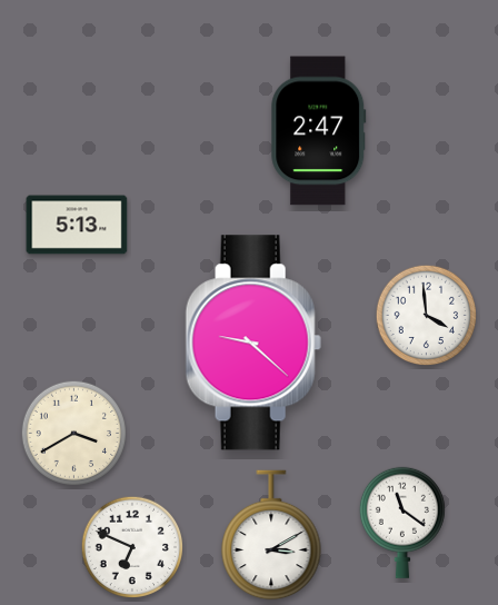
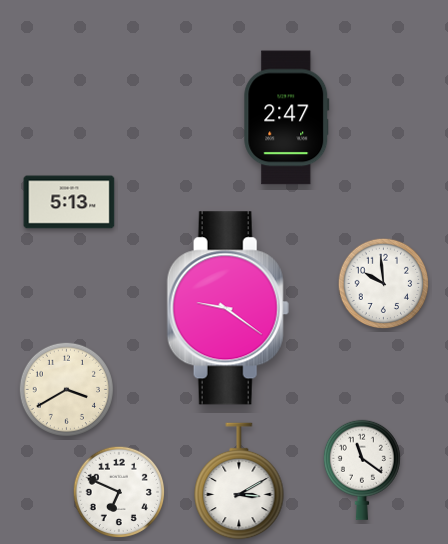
clock at (427, 316): 3:59 -> 9:59
clock at (253, 343): 9:22 -> 9:21
clock at (271, 535) position: (271, 535) -> (239, 481)
